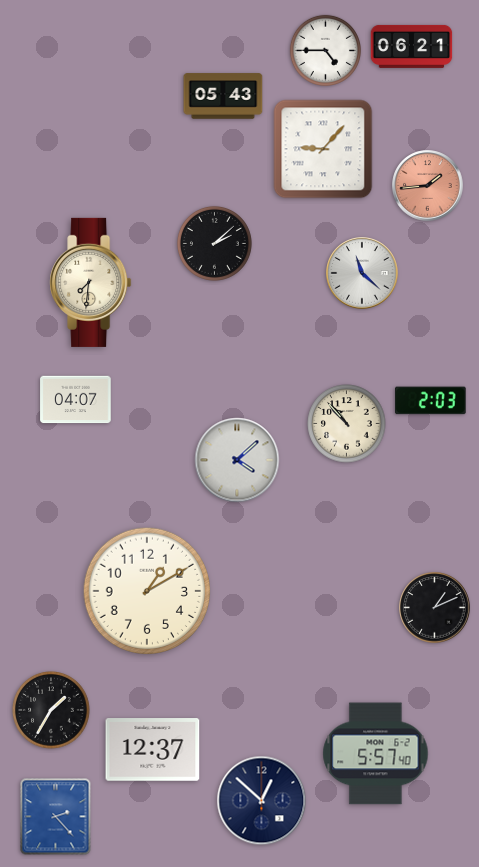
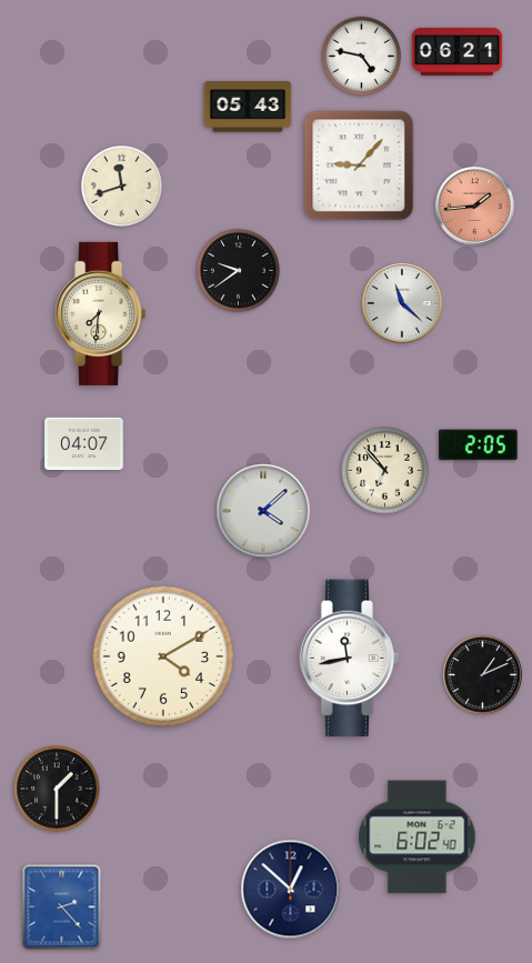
clock at (325, 50): 4:45 -> 4:47
clock at (121, 185): none -> 11:42
clock at (214, 243): 2:08 -> 9:39
clock at (431, 401): 2:03 -> 2:05
clock at (347, 424): 10:53 -> 6:53
clock at (146, 590): 1:10 -> 4:10
clock at (350, 659): none -> 11:43
clock at (51, 710): 1:35 -> 1:30
clock at (153, 750): 12:37 -> none
clock at (376, 754): 5:57 -> 6:02
